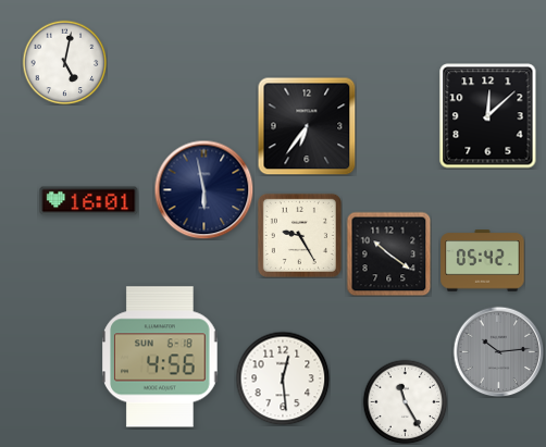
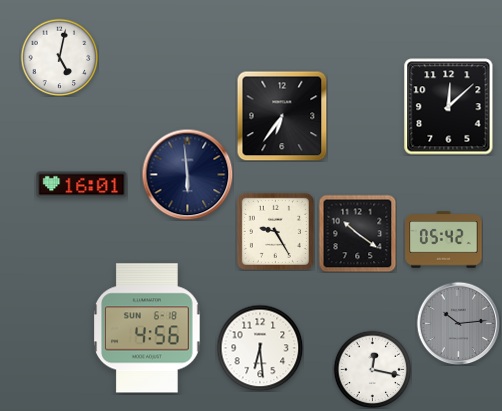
clock at (203, 189): 5:58 -> 5:59
clock at (299, 235) position: (299, 235) -> (275, 231)
clock at (283, 378): 12:29 -> 6:29
clock at (405, 401): 11:25 -> 12:17
